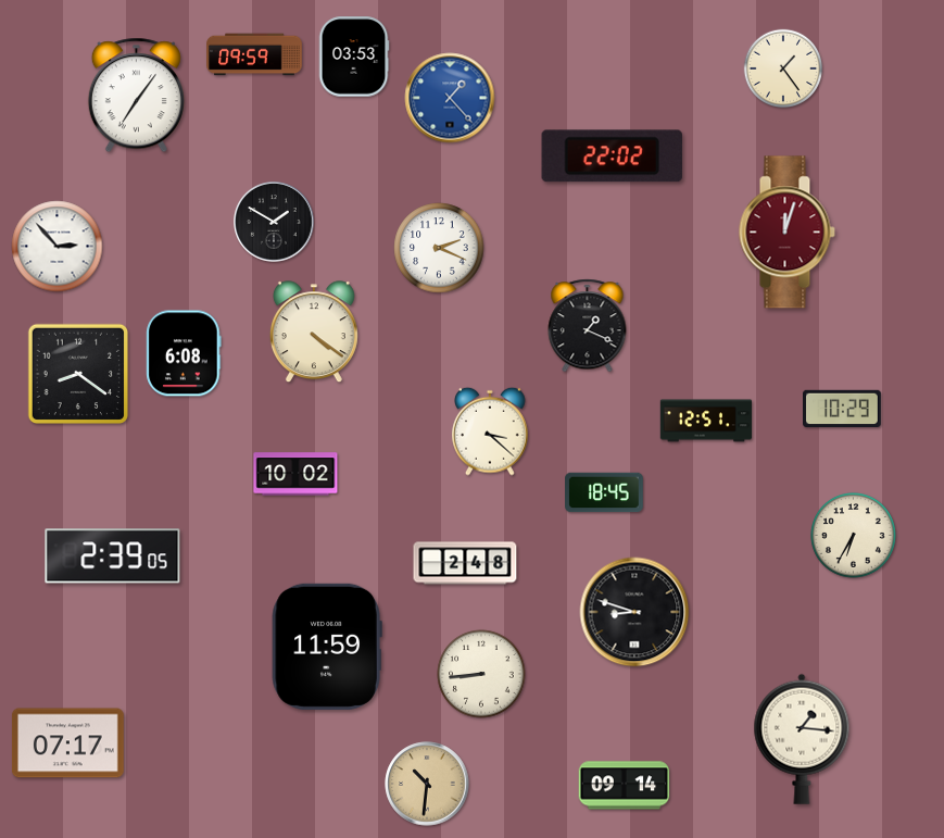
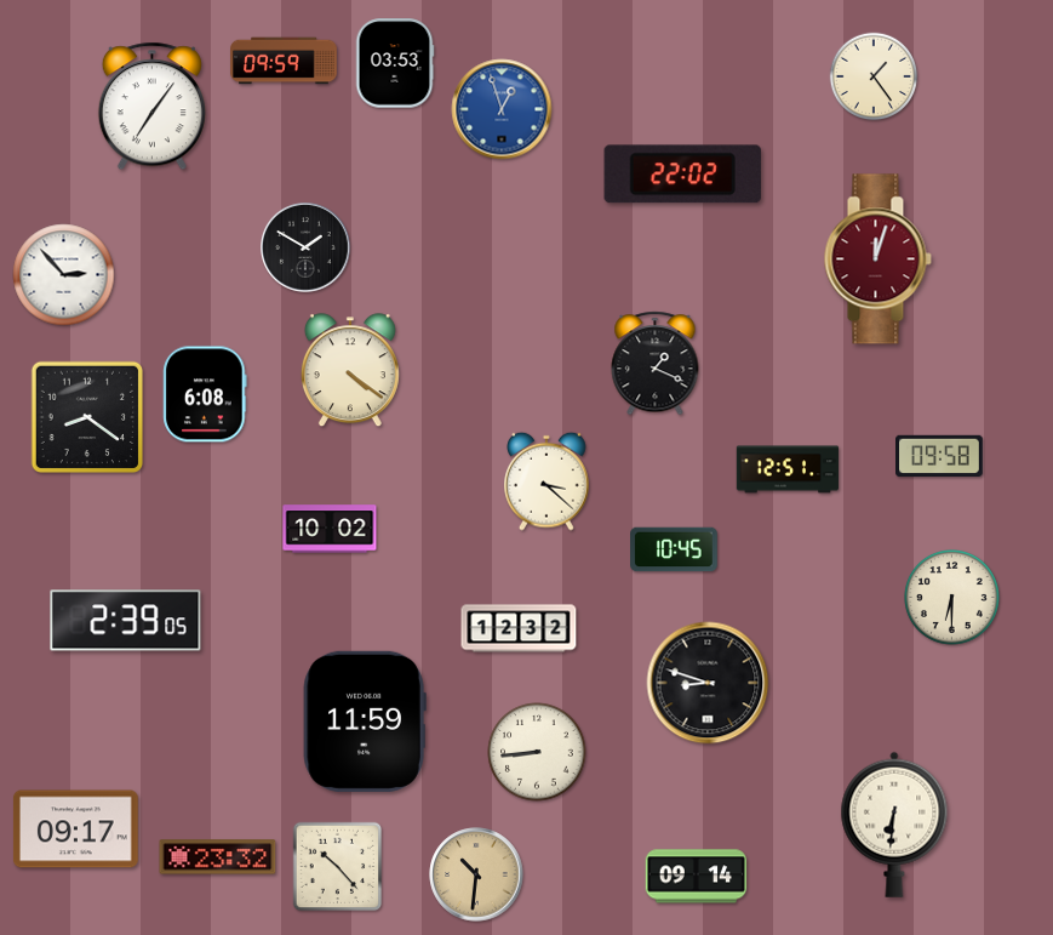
clock at (450, 98): 1:23 -> 12:57
clock at (439, 248): 2:19 -> none
clock at (843, 409): 10:29 -> 09:58
clock at (604, 492): 18:45 -> 10:45
clock at (854, 536): 6:35 -> 6:30
clock at (465, 563): 2:48 -> 12:32
clock at (802, 739): 1:16 -> 6:31
clock at (67, 743): 07:17 -> 09:17
clock at (218, 857): none -> 23:32
clock at (338, 867): none -> 10:23
